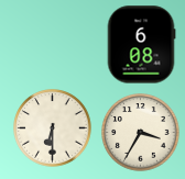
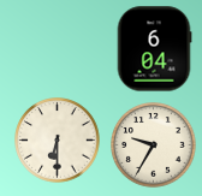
clock at (141, 45): 6:08 -> 6:04
clock at (141, 133): 3:35 -> 9:35
